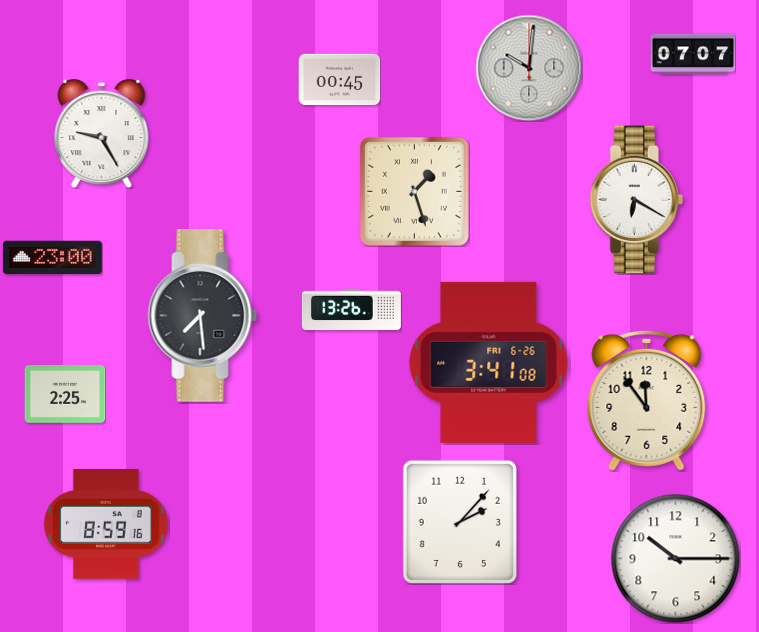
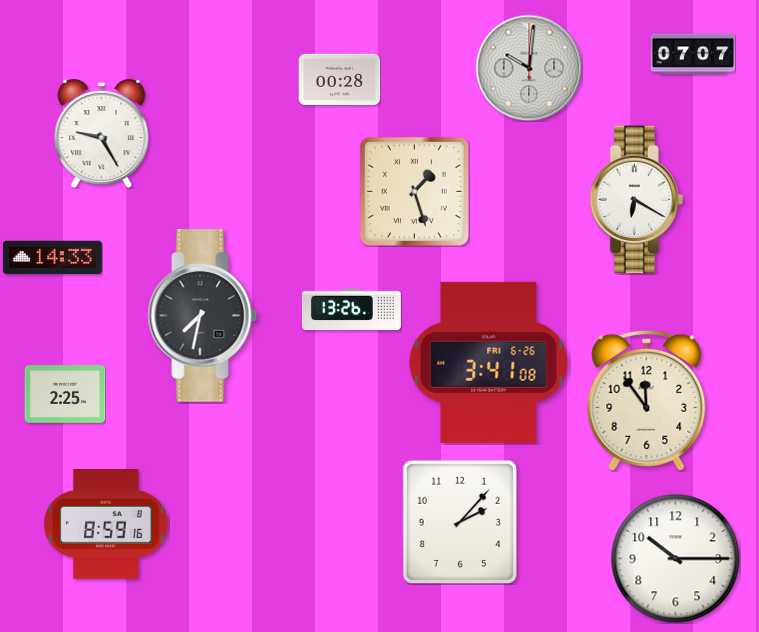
clock at (339, 80): 00:45 -> 00:28
clock at (52, 258): 23:00 -> 14:33
clock at (203, 316): 7:29 -> 7:32
